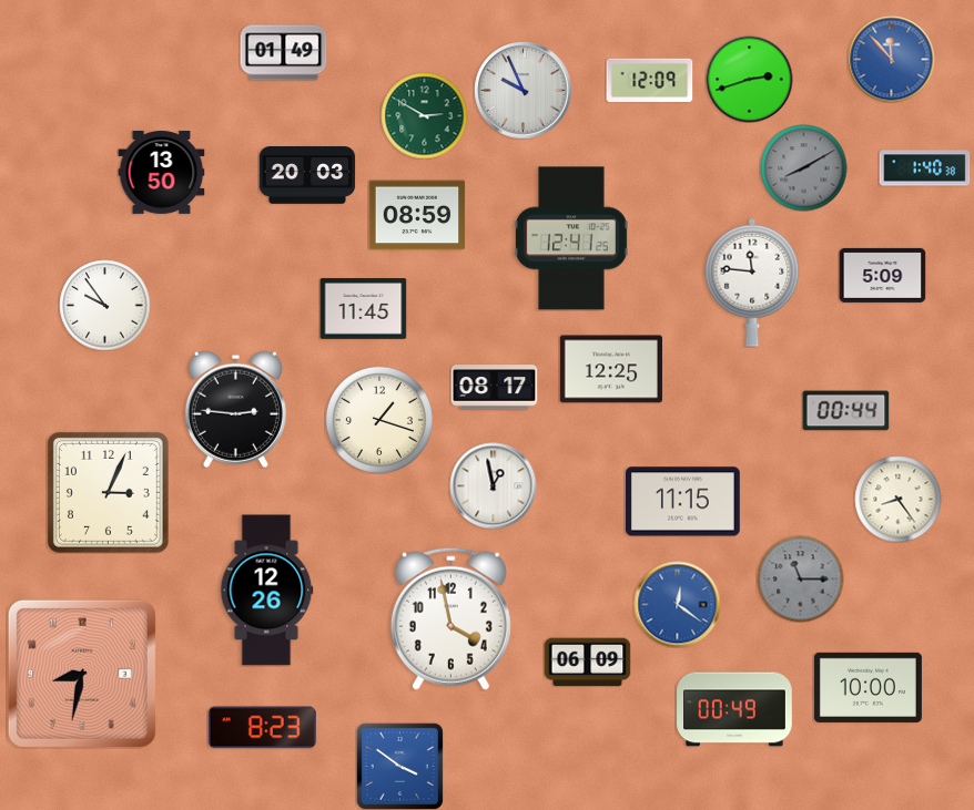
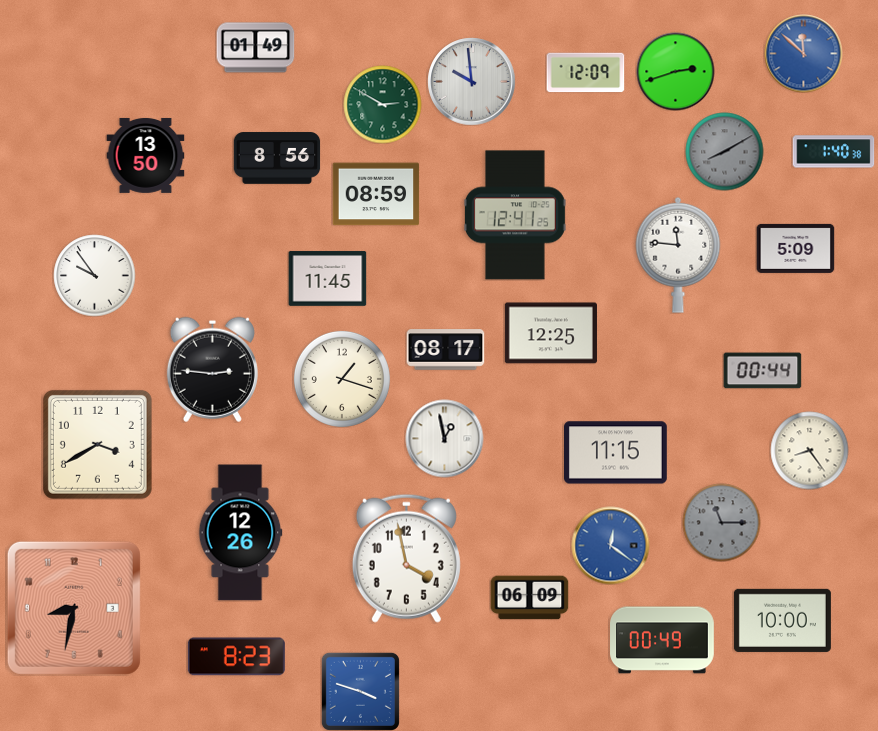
clock at (891, 59): 11:53 -> 11:52
clock at (522, 90): 9:56 -> 9:59
clock at (307, 175): 20:03 -> 8:56
clock at (108, 492): 3:04 -> 3:40
clock at (399, 766): 3:51 -> 3:48
